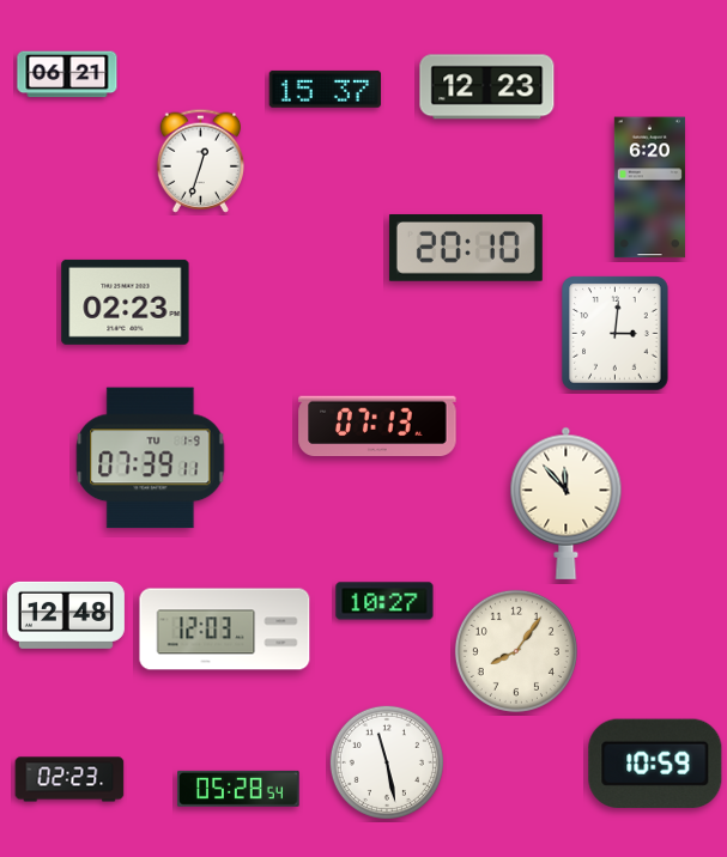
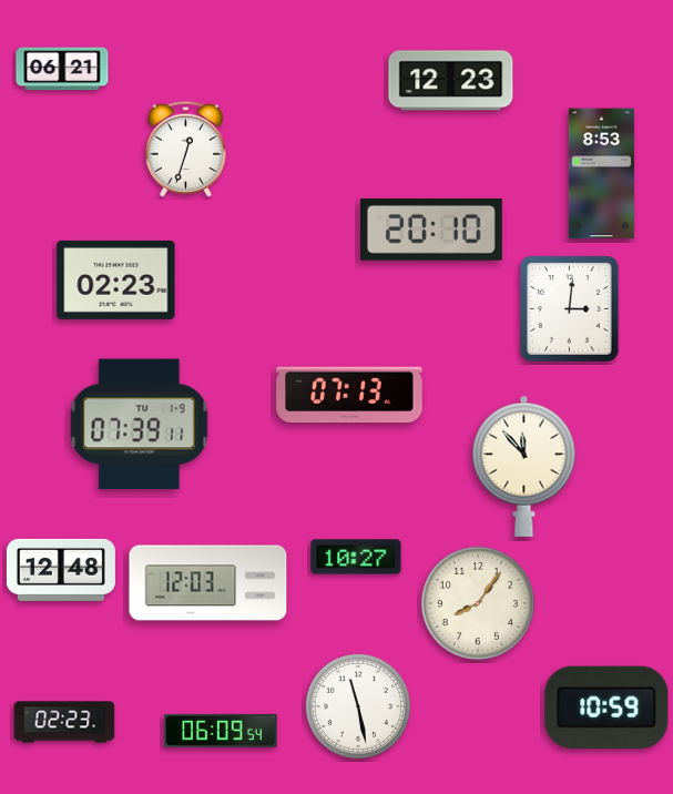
clock at (326, 89): 15:37 -> none
clock at (649, 188): 6:20 -> 8:53
clock at (240, 789): 05:28 -> 06:09
